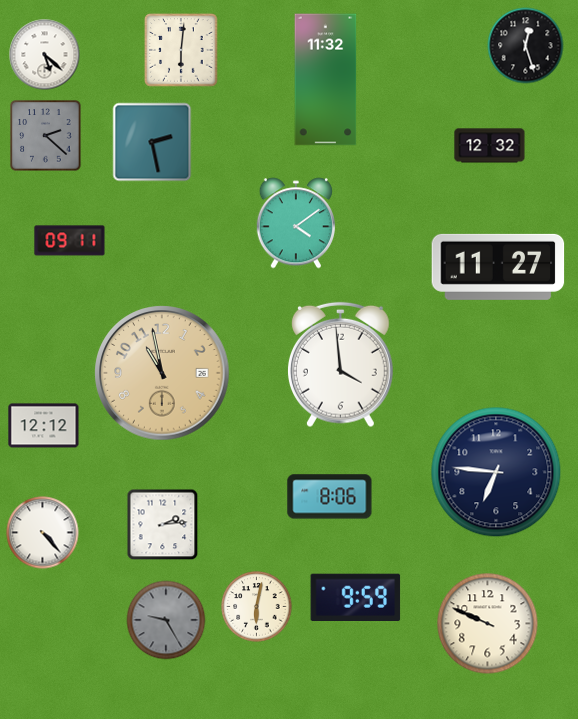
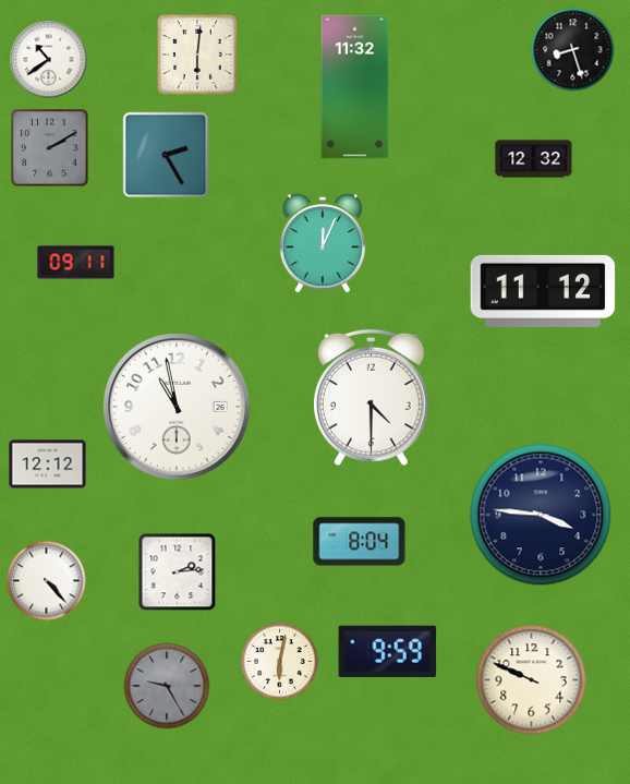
clock at (526, 46): 12:27 -> 8:27
clock at (45, 55): 5:22 -> 10:39
clock at (46, 136): 2:22 -> 2:10
clock at (152, 142): 2:28 -> 2:25
clock at (295, 223): 4:09 -> 12:04
clock at (498, 267): 11:27 -> 11:12
clock at (340, 365): 3:59 -> 4:30
clock at (162, 373) dial: champagne -> white
clock at (496, 472): 6:46 -> 3:46
clock at (330, 497): 8:06 -> 8:04
clock at (166, 620) position: (166, 620) -> (167, 686)
